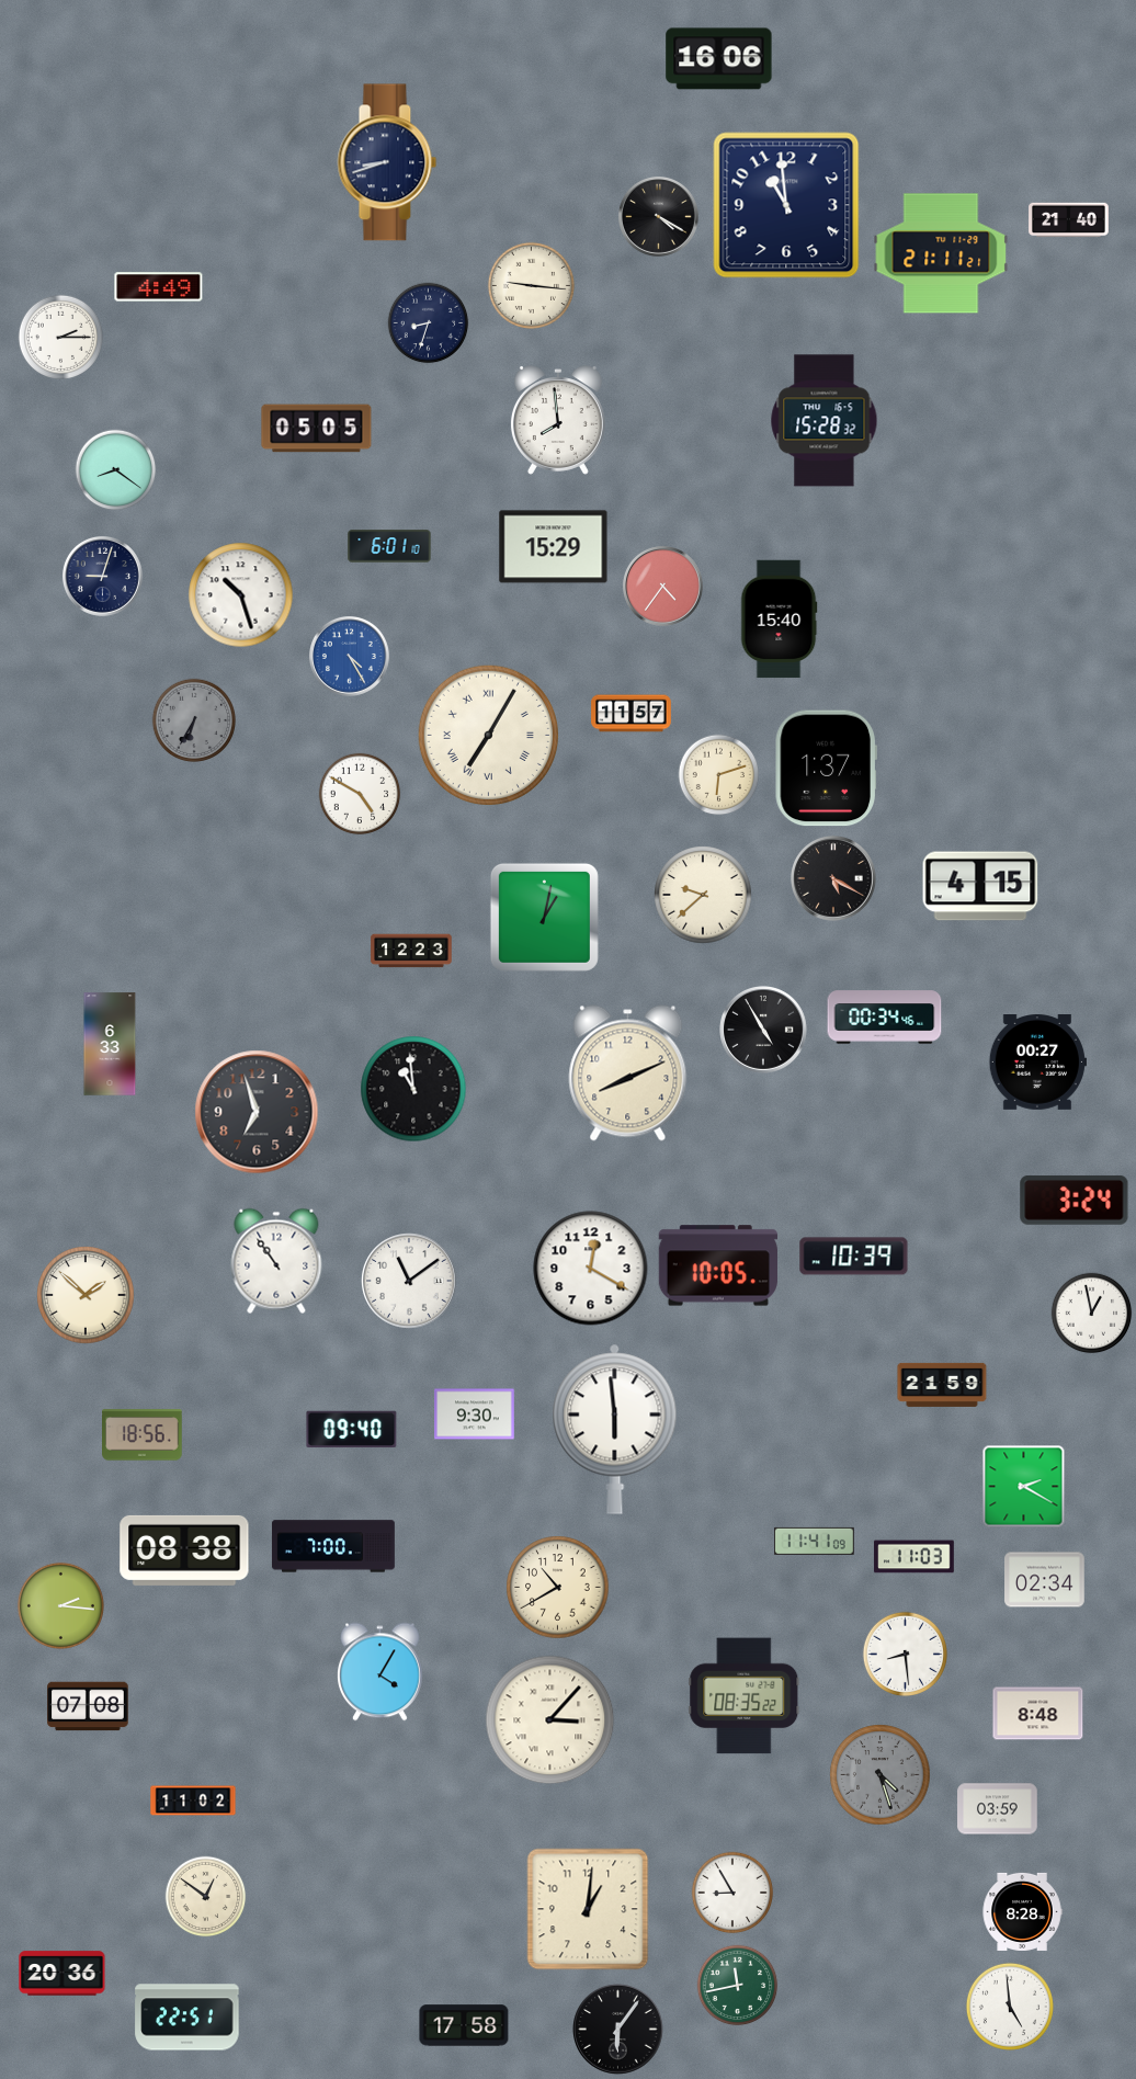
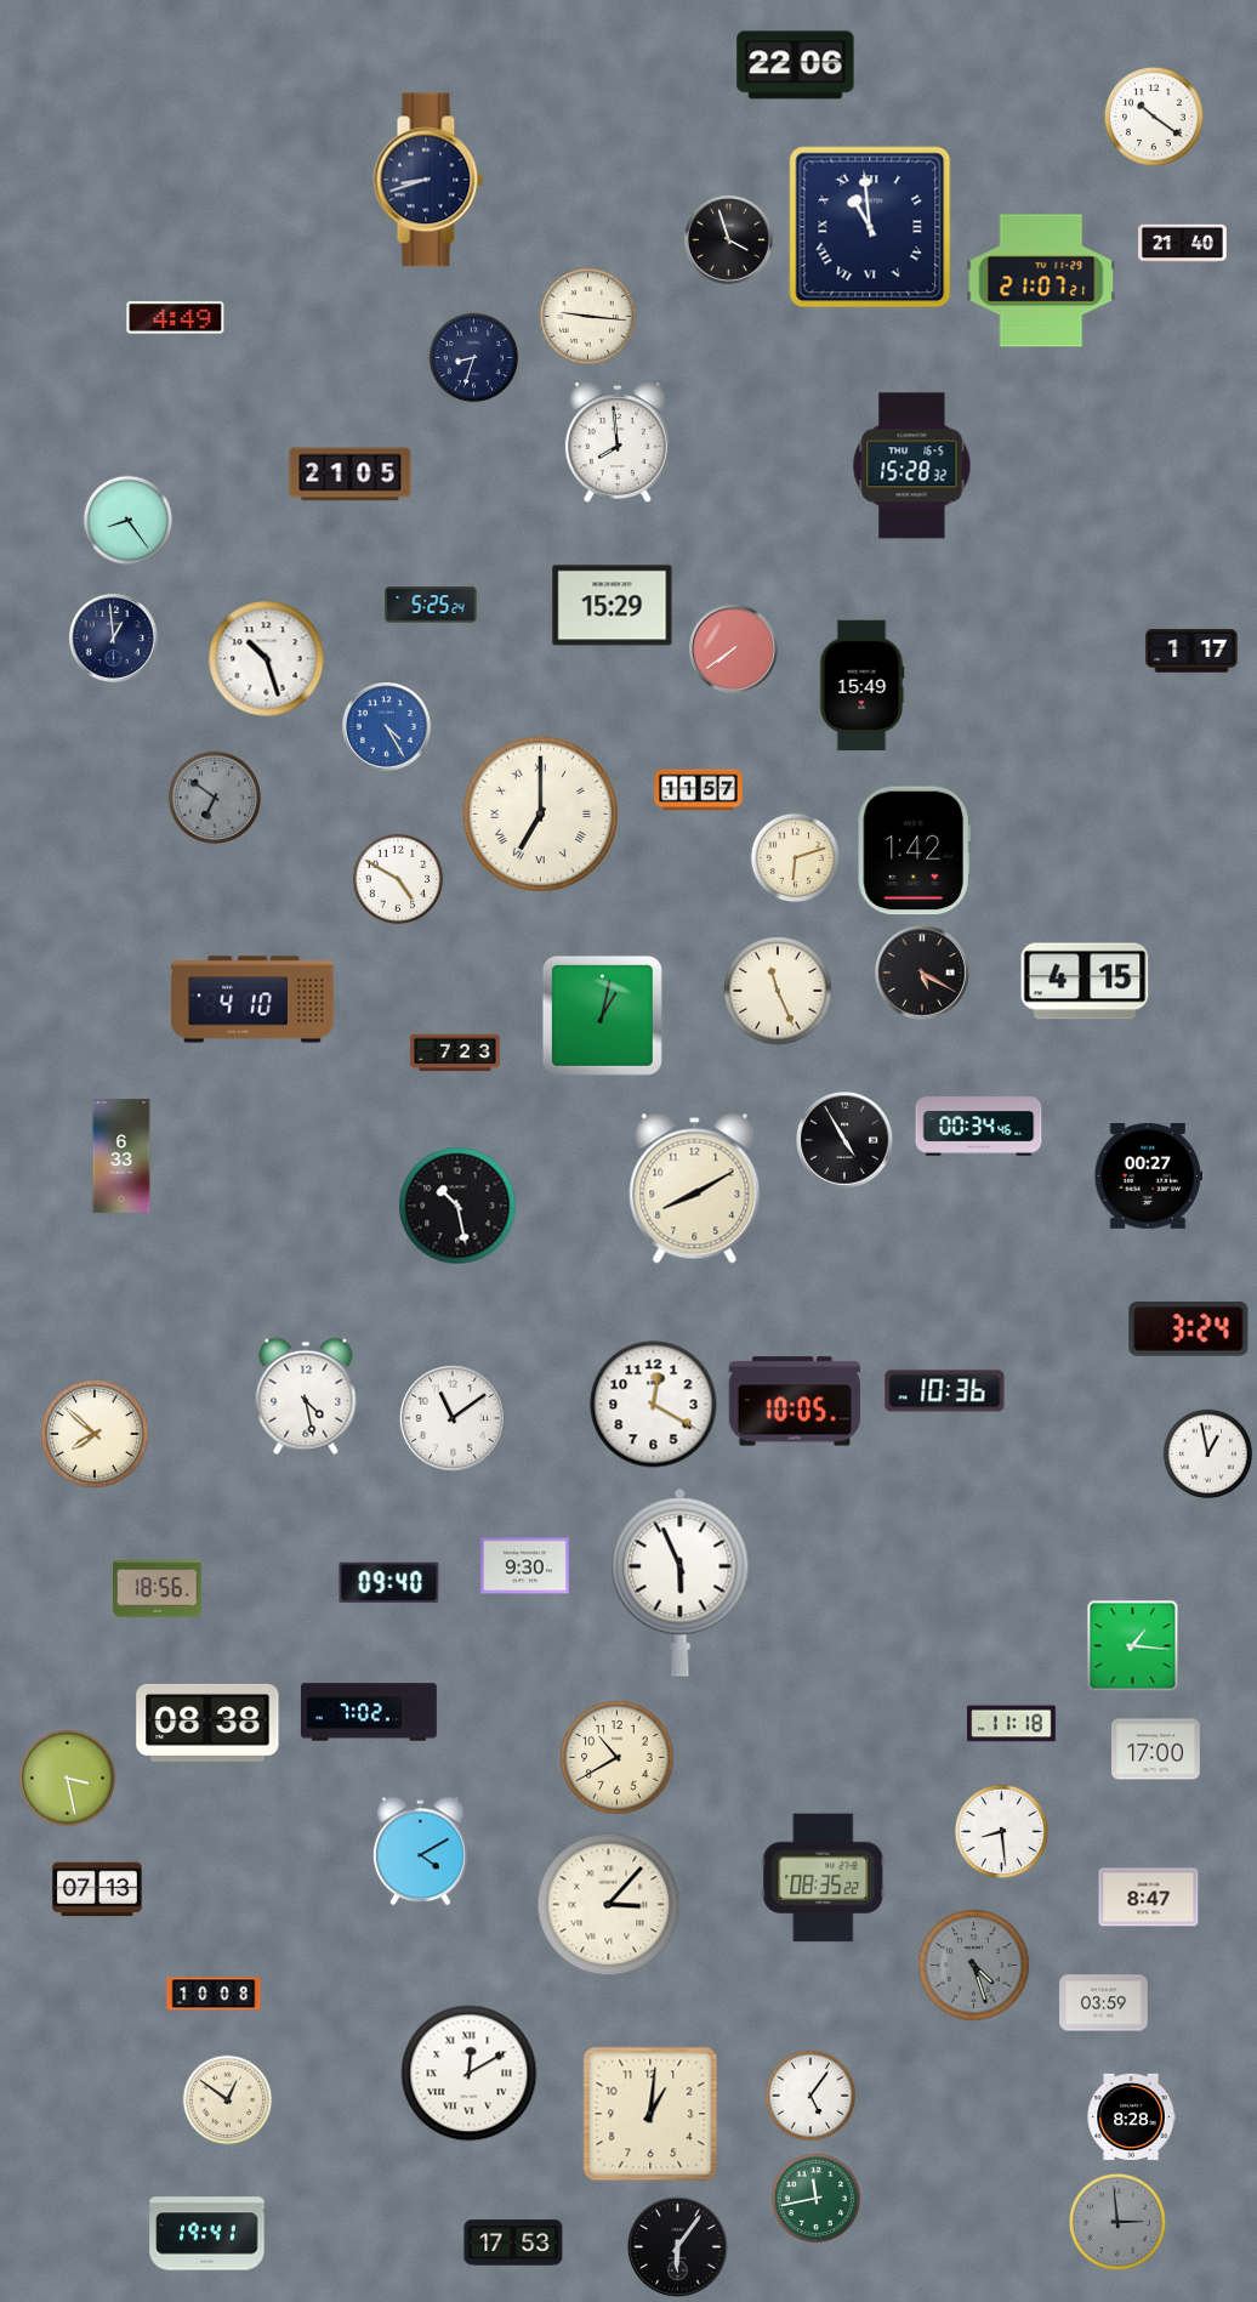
clock at (719, 59): 16:06 -> 22:06
clock at (1154, 117): none -> 10:21
clock at (786, 205) numerals: Arabic -> Roman
clock at (658, 216): 4:20 -> 3:57
clock at (941, 253): 21:11 -> 21:07
clock at (60, 337): 2:15 -> none
clock at (558, 421) position: (558, 421) -> (618, 443)
clock at (317, 429): 05:05 -> 21:05
clock at (116, 470): 8:21 -> 8:24
clock at (389, 546): 6:01 -> 5:25
clock at (102, 576): 9:03 -> 12:59
clock at (662, 586): 4:36 -> 7:39
clock at (1191, 651): none -> 1:17
clock at (779, 620): 15:40 -> 15:49
clock at (193, 719): 6:35 -> 6:51
clock at (488, 735): 7:05 -> 7:00
clock at (826, 769): 1:37 -> 1:42
clock at (703, 895): 9:38 -> 11:26
clock at (252, 999): none -> 4:10
clock at (411, 951): 12:23 -> 7:23
clock at (628, 1073): 8:11 -> 8:10
clock at (413, 1089): 10:59 -> 10:28
clock at (257, 1112): 6:57 -> none
clock at (854, 1257): 10:39 -> 10:36
clock at (276, 1261): 10:54 -> 4:28
clock at (86, 1295): 1:52 -> 7:52
clock at (942, 1385): 21:59 -> none
clock at (615, 1429): 5:59 -> 5:56
clock at (1024, 1487): 2:20 -> 1:16
clock at (815, 1541): 11:41 -> none
clock at (333, 1546): 7:00 -> 7:02
clock at (184, 1550) position: (184, 1550) -> (207, 1723)
clock at (915, 1557): 11:03 -> 11:18
clock at (1045, 1580): 02:34 -> 17:00
clock at (60, 1605): 2:16 -> 3:28
clock at (380, 1672): 4:05 -> 4:10
clock at (88, 1706): 07:08 -> 07:13
clock at (1038, 1714): 8:48 -> 8:47
clock at (193, 1800): 11:02 -> 10:08
clock at (470, 2074): none -> 12:10
clock at (732, 1893): 8:55 -> 5:06
clock at (63, 1974): 20:36 -> none
clock at (1010, 2007): 4:59 -> 2:59
clock at (1010, 2007) dial: white -> grey
clock at (188, 2018): 22:51 -> 19:41
clock at (464, 2025): 17:58 -> 17:53
clock at (618, 2030) position: (618, 2030) -> (678, 2247)
